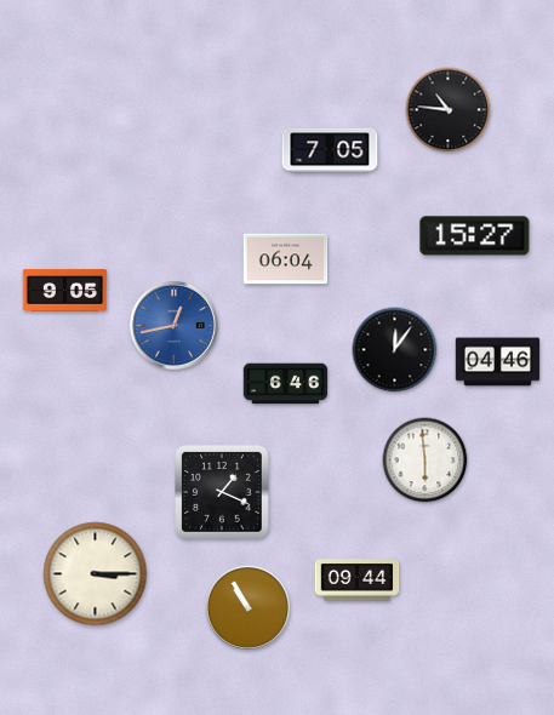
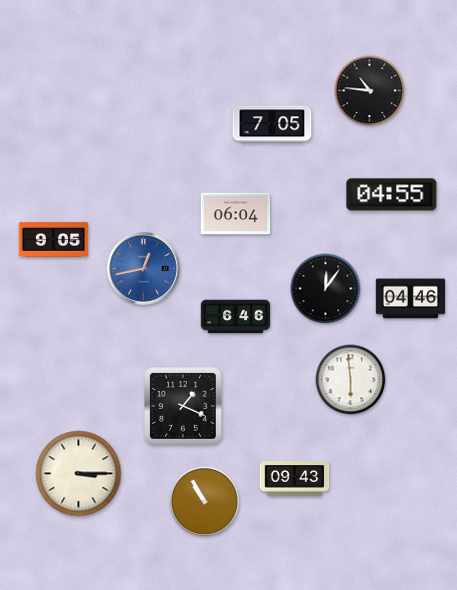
clock at (475, 236): 15:27 -> 04:55
clock at (358, 580): 09:44 -> 09:43
